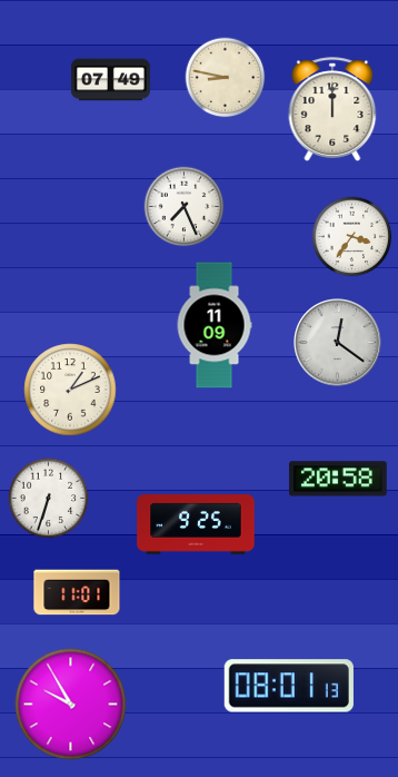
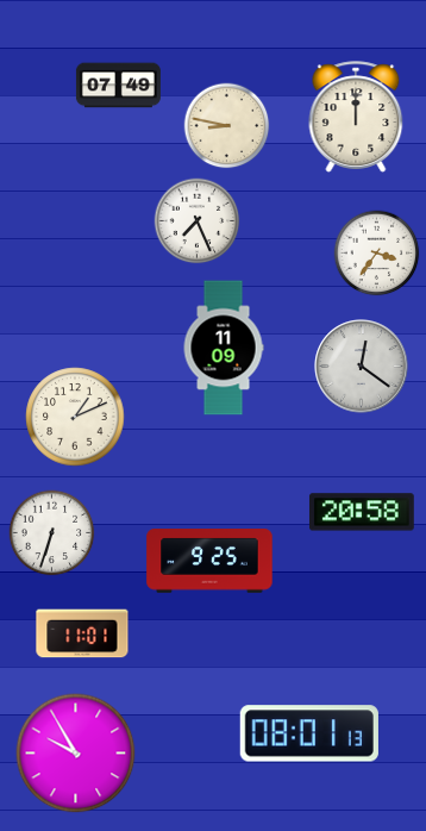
clock at (226, 78) position: (226, 78) -> (227, 126)
clock at (215, 325) position: (215, 325) -> (224, 348)
